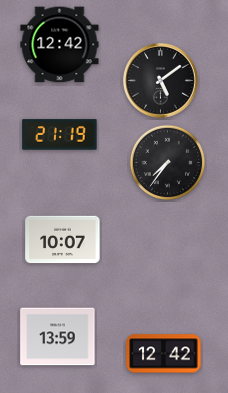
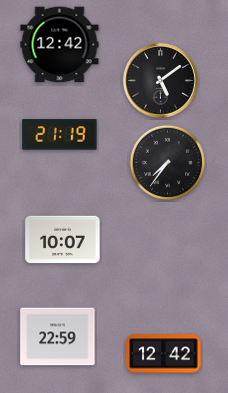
clock at (58, 337): 13:59 -> 22:59
